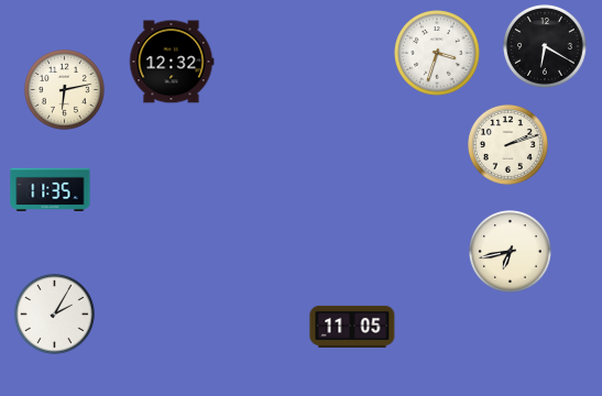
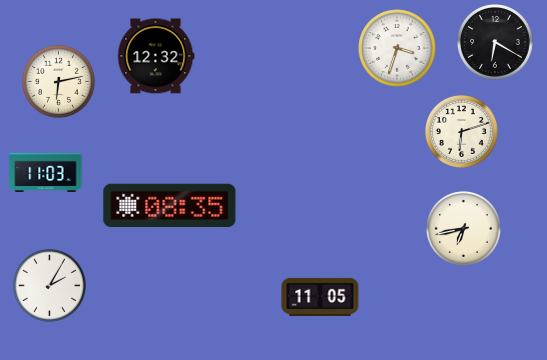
clock at (507, 144): 2:12 -> 6:12
clock at (51, 189): 11:35 -> 11:03
clock at (170, 205): none -> 08:35
